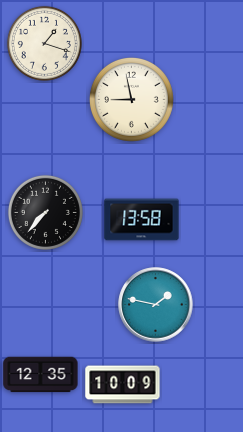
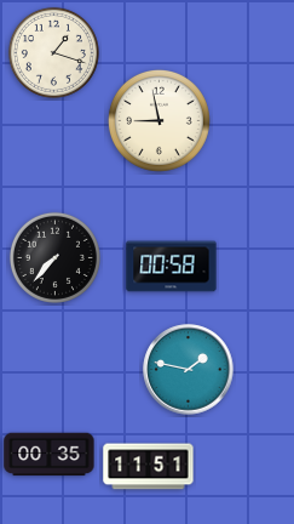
clock at (142, 220): 13:58 -> 00:58
clock at (41, 375): 12:35 -> 00:35
clock at (123, 385): 10:09 -> 11:51
